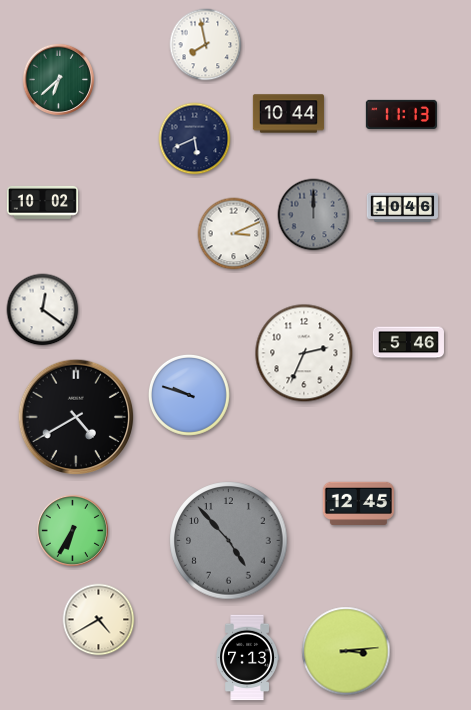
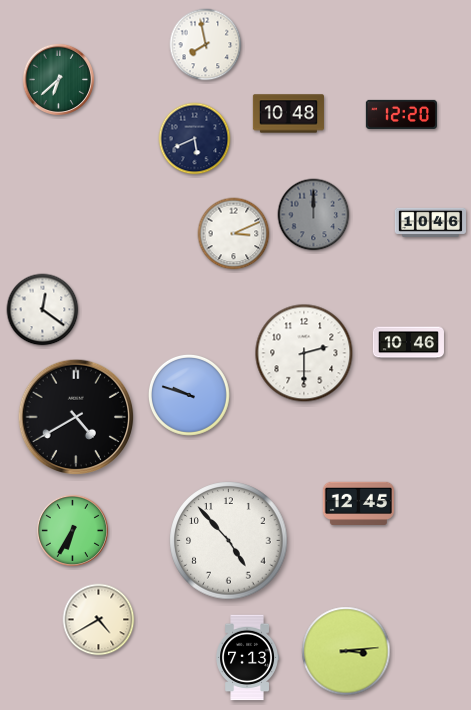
clock at (288, 114): 10:44 -> 10:48
clock at (401, 114): 11:13 -> 12:20
clock at (42, 203): 10:02 -> none
clock at (402, 207) position: (402, 207) -> (430, 222)
clock at (408, 343): 5:46 -> 10:46
clock at (304, 353): 2:34 -> 2:30
clock at (229, 541) dial: grey -> white
